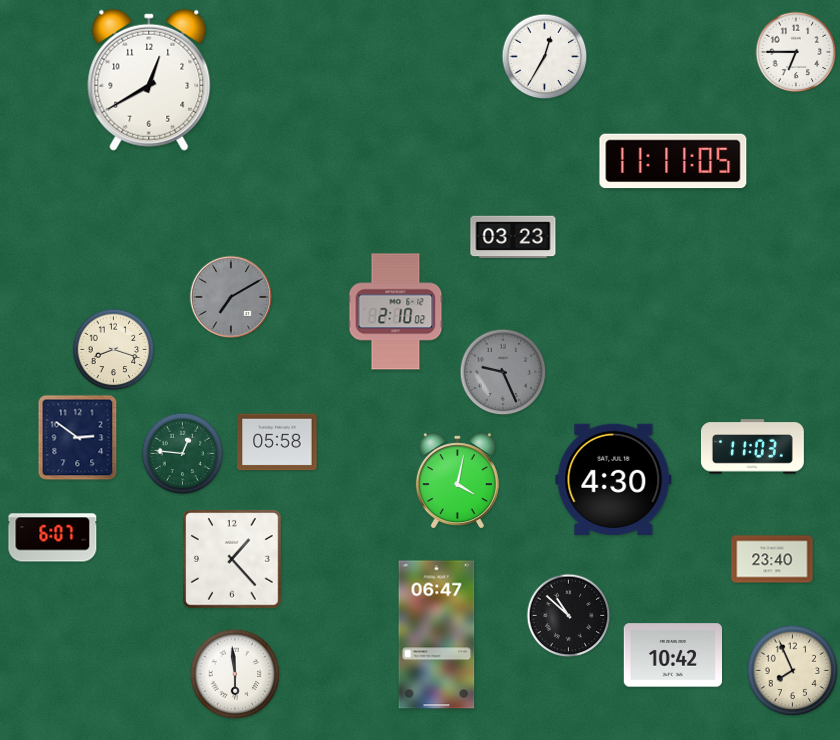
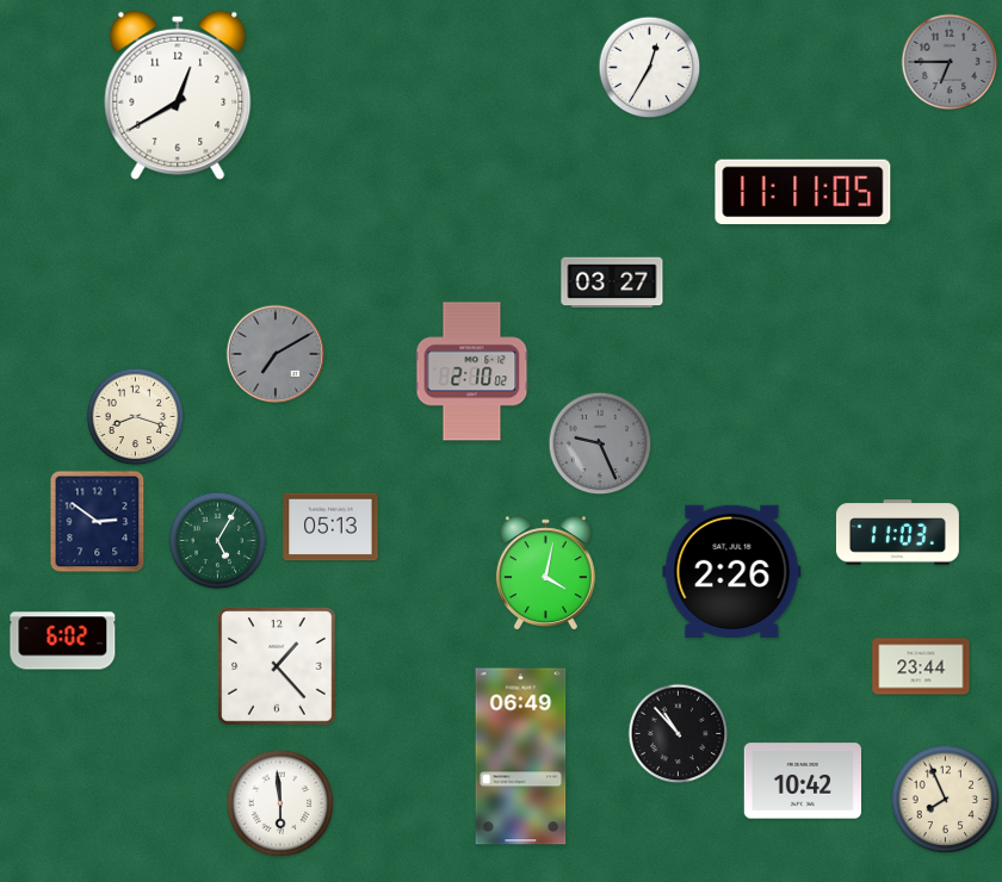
clock at (796, 52) dial: white -> grey
clock at (513, 237): 03:23 -> 03:27
clock at (78, 438) position: (78, 438) -> (98, 522)
clock at (277, 442): 05:58 -> 05:13
clock at (183, 454): 12:46 -> 5:05
clock at (614, 479): 4:30 -> 2:26
clock at (53, 538): 6:07 -> 6:02
clock at (772, 559): 23:40 -> 23:44
clock at (569, 616): 10:52 -> 10:53
clock at (437, 635): 06:47 -> 06:49
